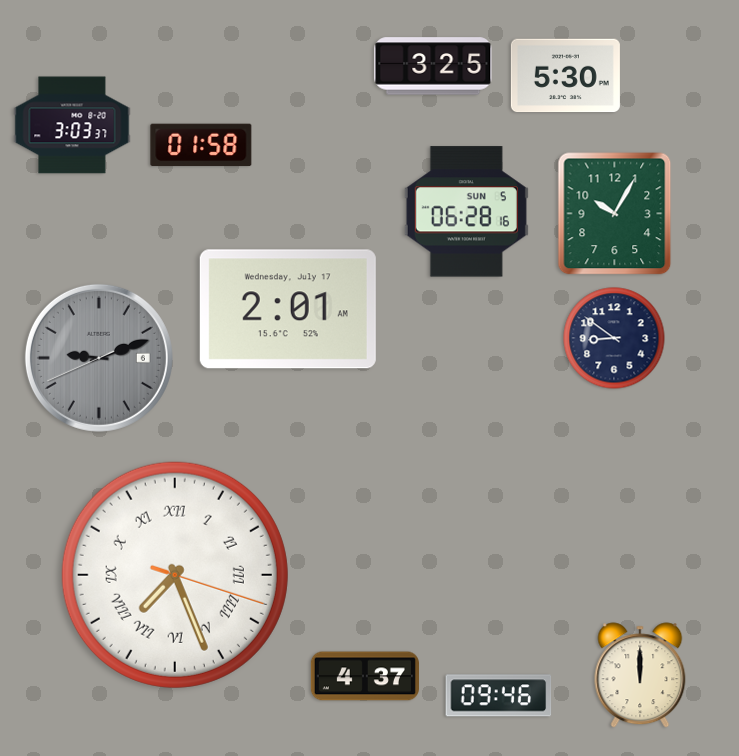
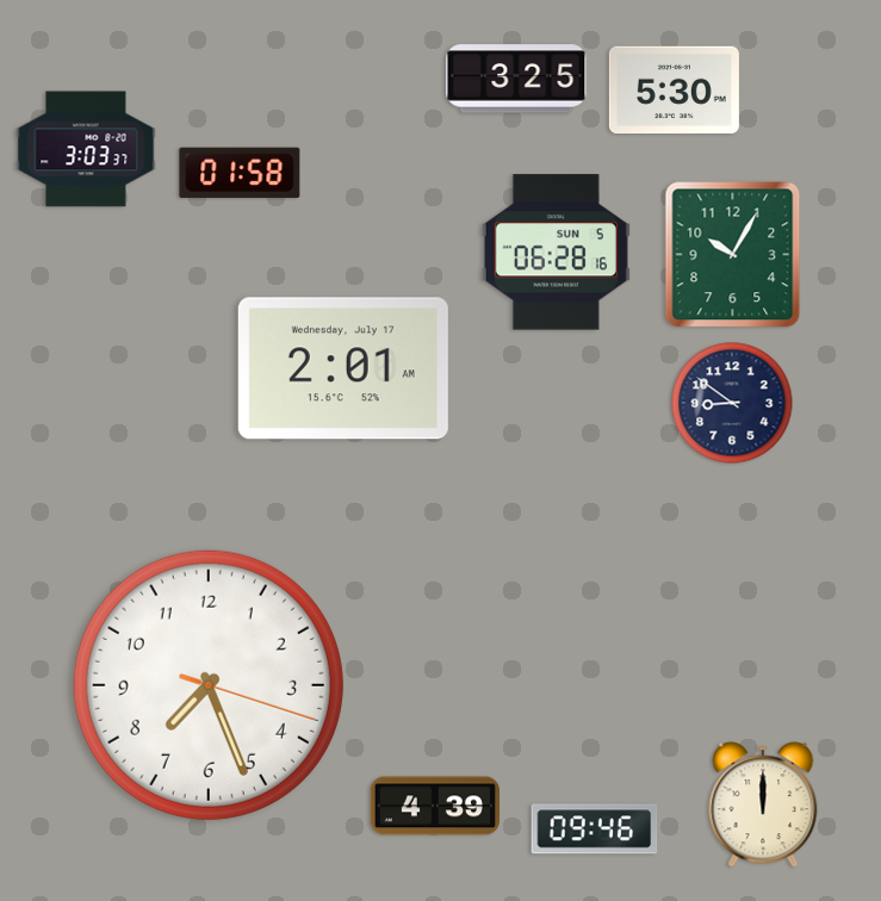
clock at (99, 358): 9:11 -> none
clock at (175, 575) numerals: Roman -> Arabic
clock at (365, 676): 4:37 -> 4:39
